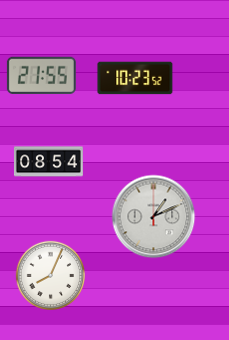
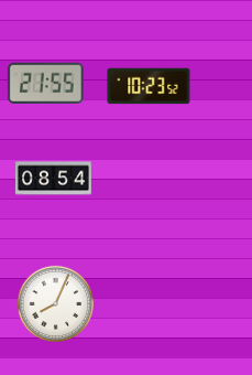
clock at (154, 217): 1:11 -> none
